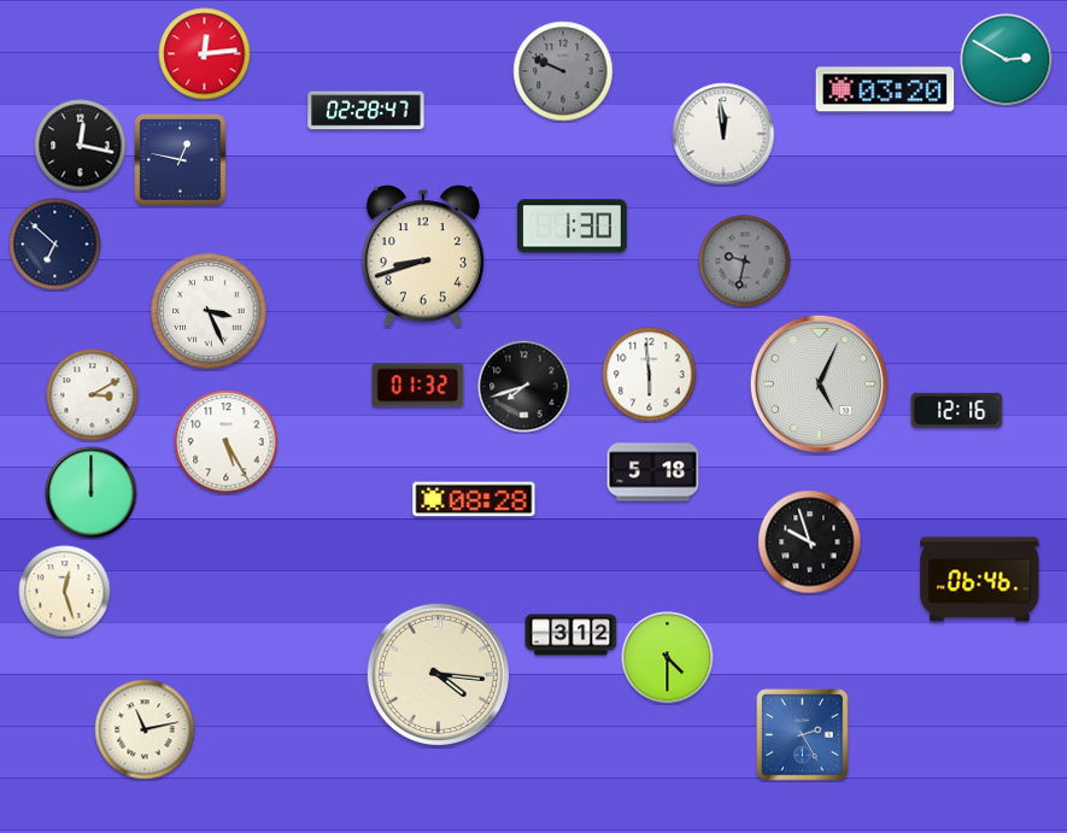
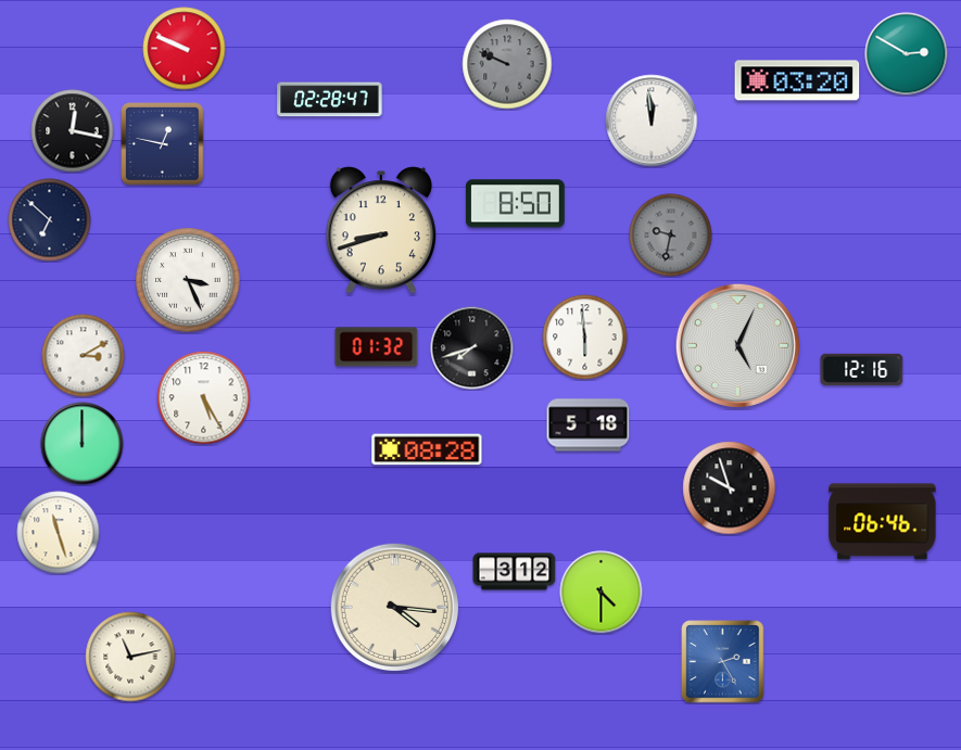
clock at (205, 54): 12:14 -> 9:49
clock at (571, 227): 1:30 -> 8:50
clock at (65, 592): 12:27 -> 11:27
